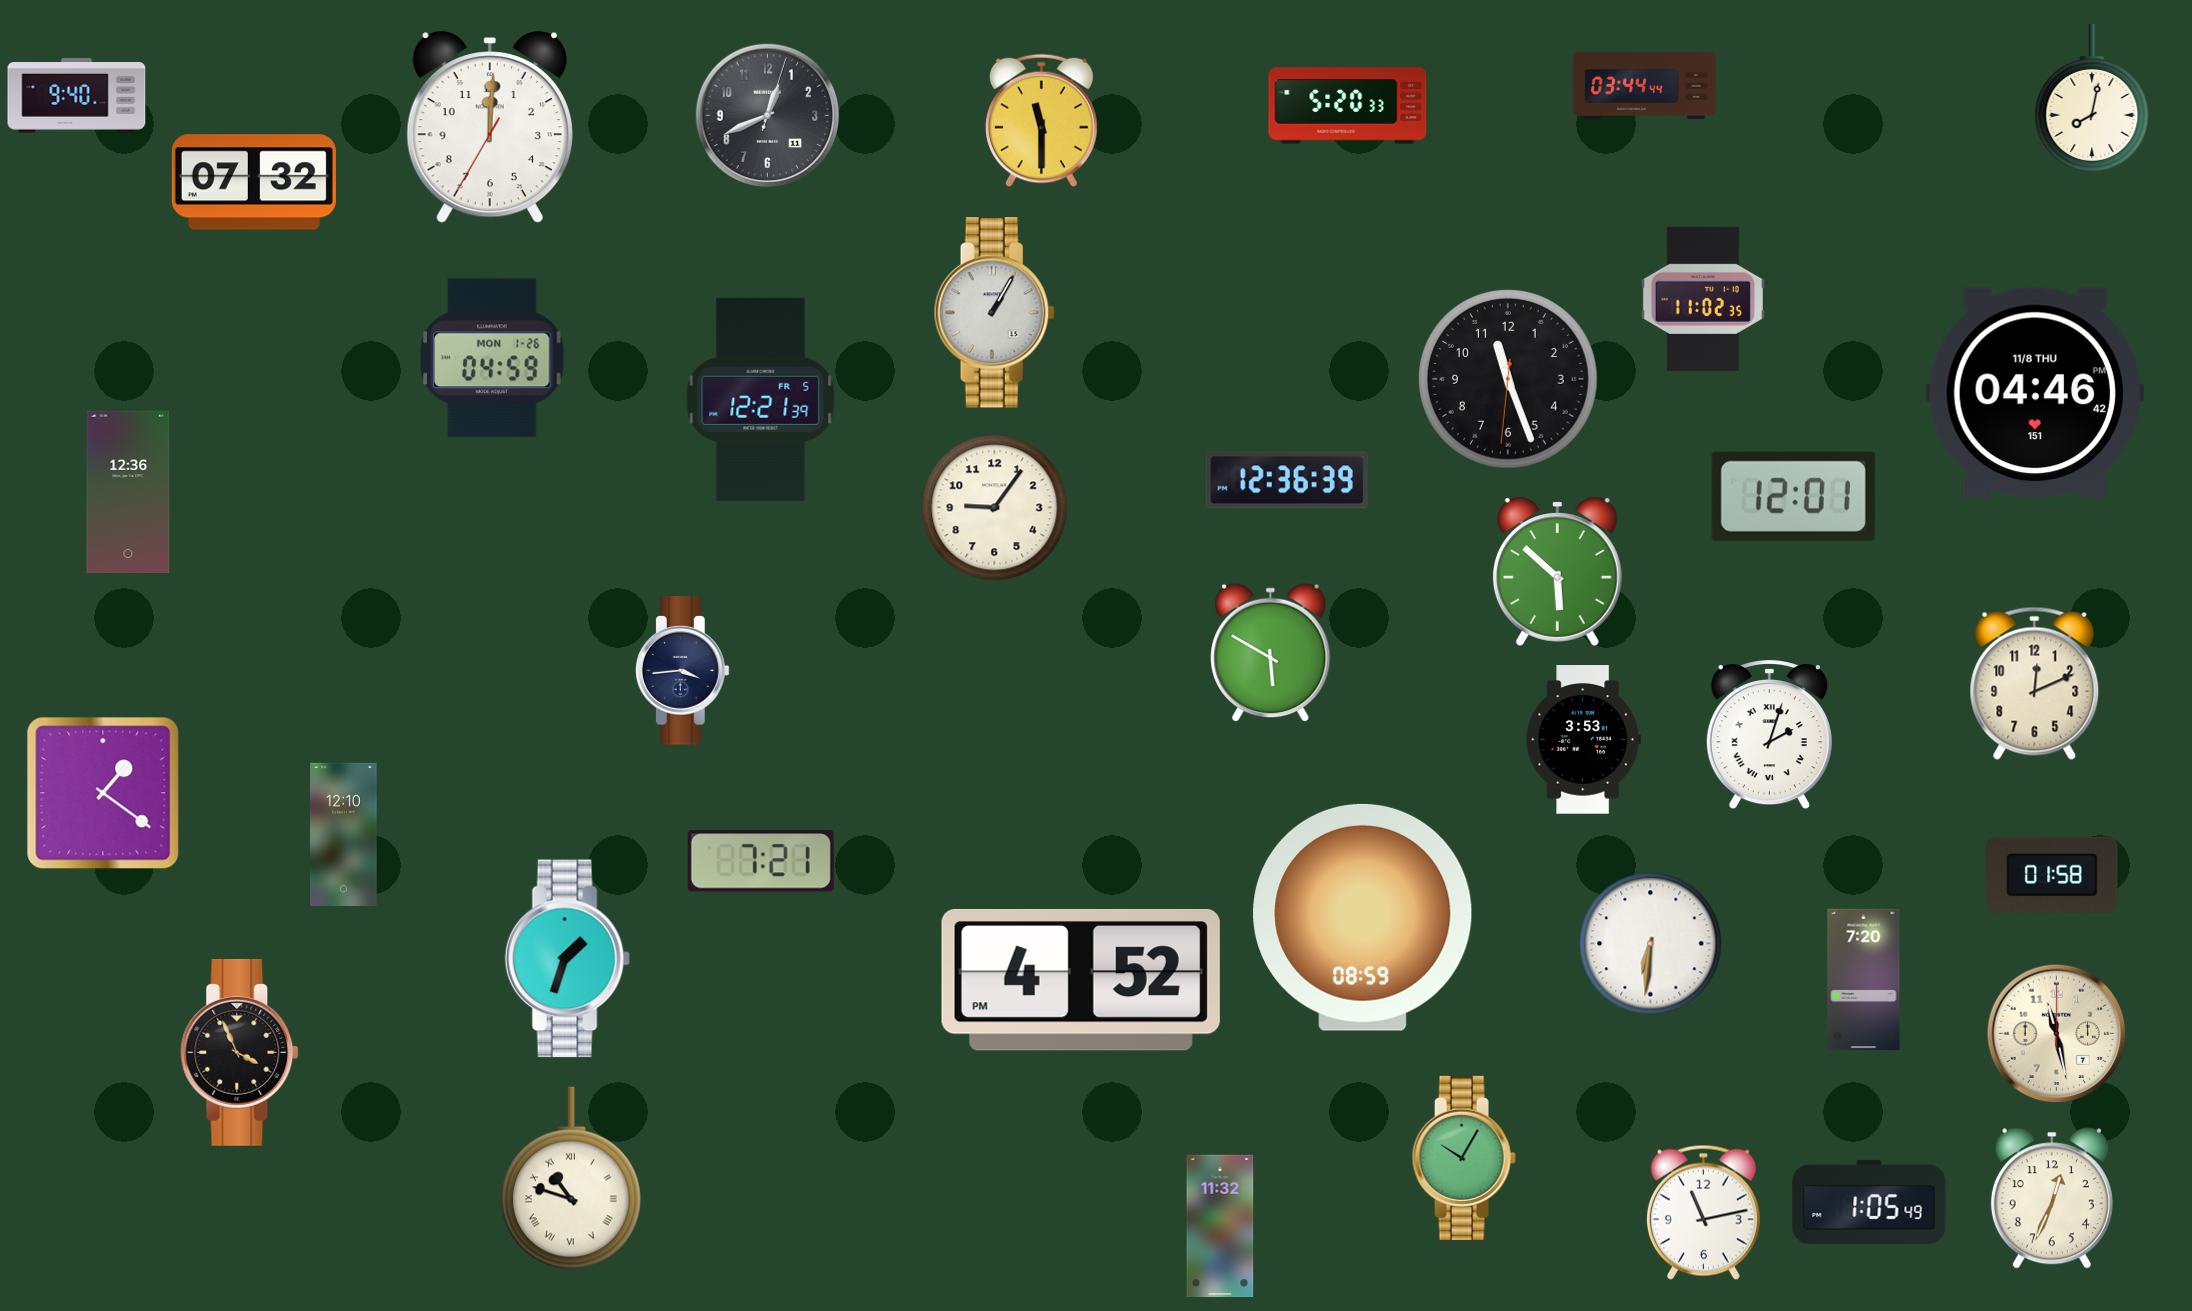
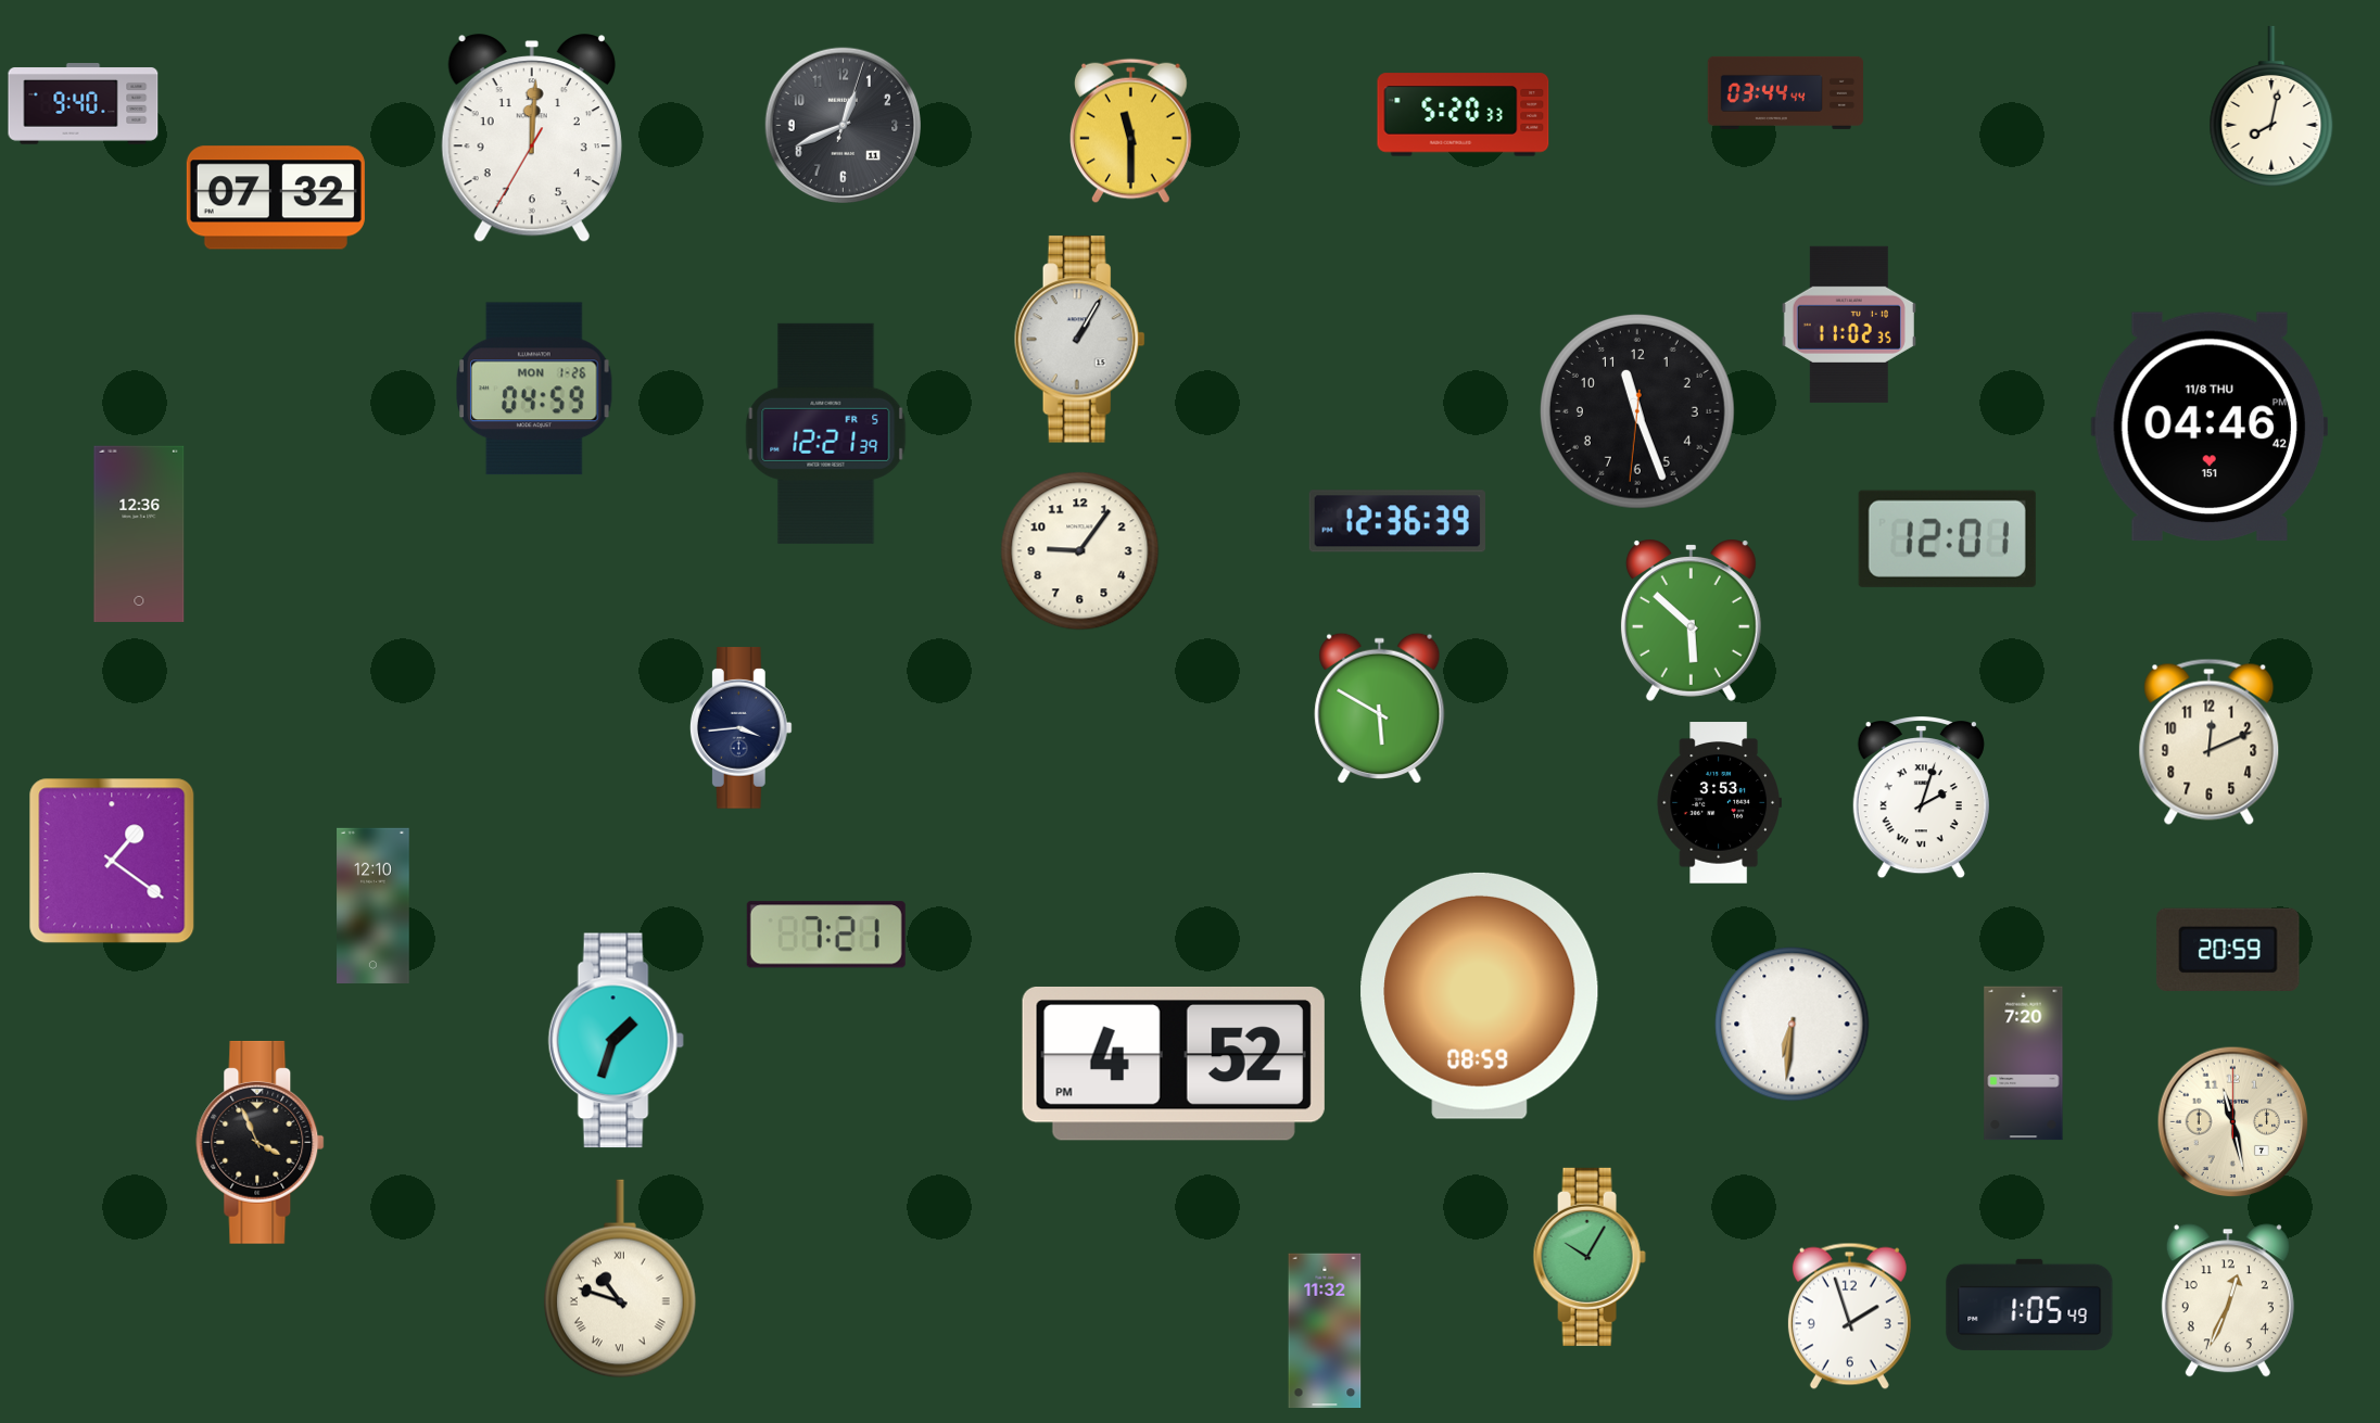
clock at (767, 115) position: (767, 115) -> (843, 125)
clock at (2052, 874): 01:58 -> 20:59
clock at (1703, 1212): 11:13 -> 1:57
